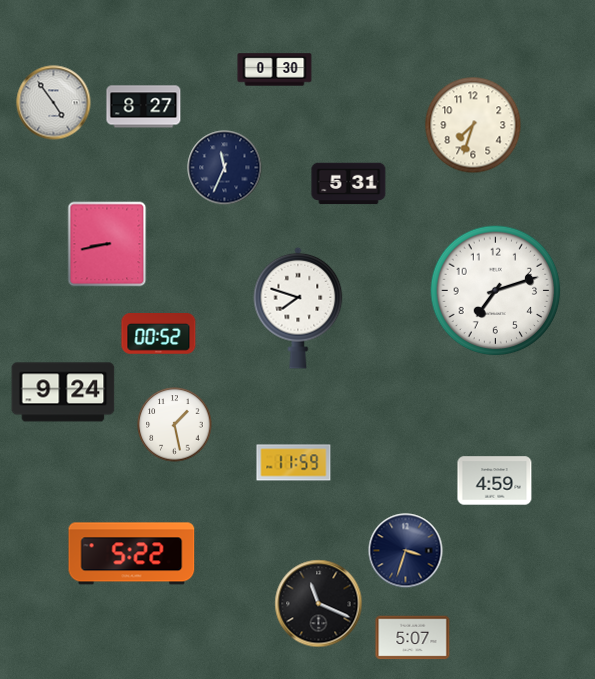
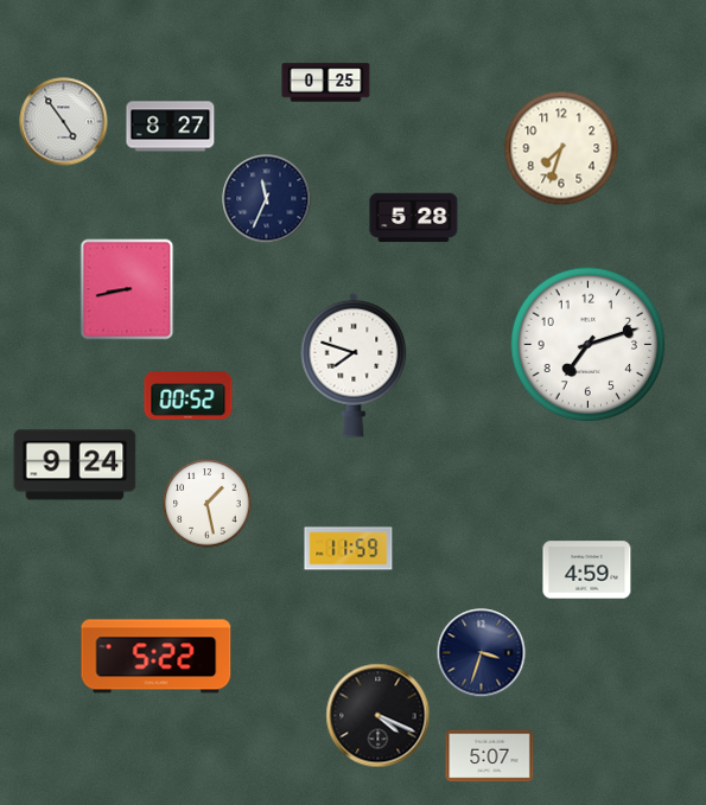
clock at (275, 70): 0:30 -> 0:25
clock at (349, 184): 5:31 -> 5:28
clock at (319, 604): 11:19 -> 4:19
